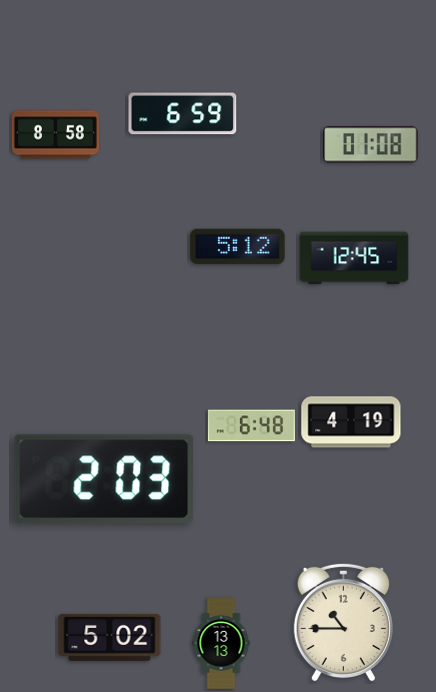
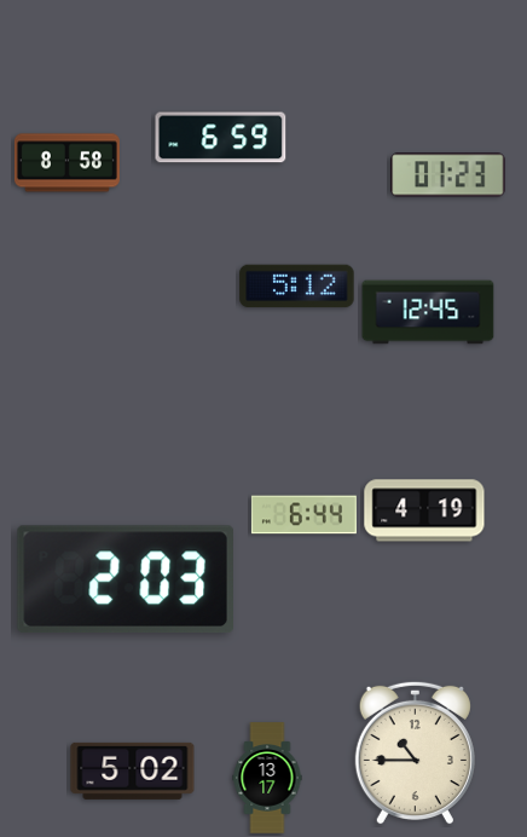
clock at (371, 145): 01:08 -> 01:23
clock at (238, 247) position: (238, 247) -> (297, 287)
clock at (251, 426): 6:48 -> 6:44
clock at (221, 643): 13:13 -> 13:17
